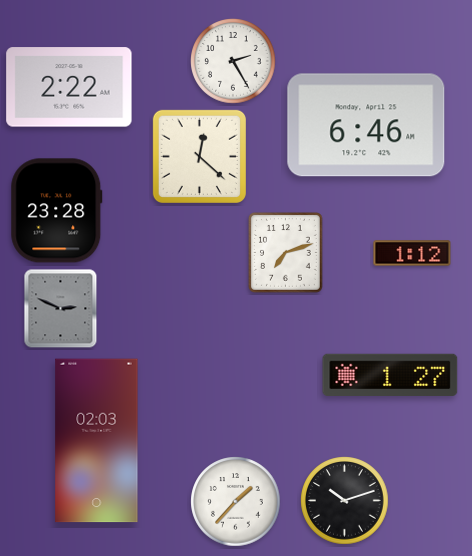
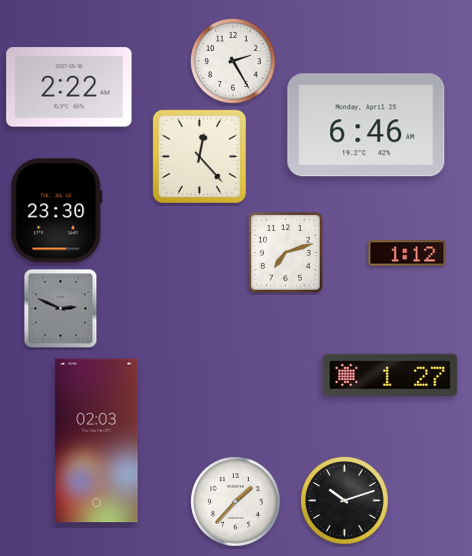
clock at (199, 156): 12:22 -> 12:23
clock at (57, 211): 23:28 -> 23:30
clock at (412, 253) position: (412, 253) -> (407, 253)
